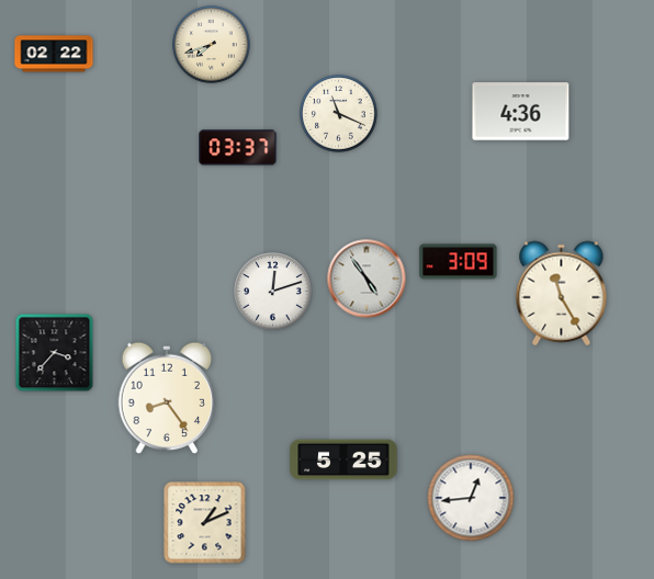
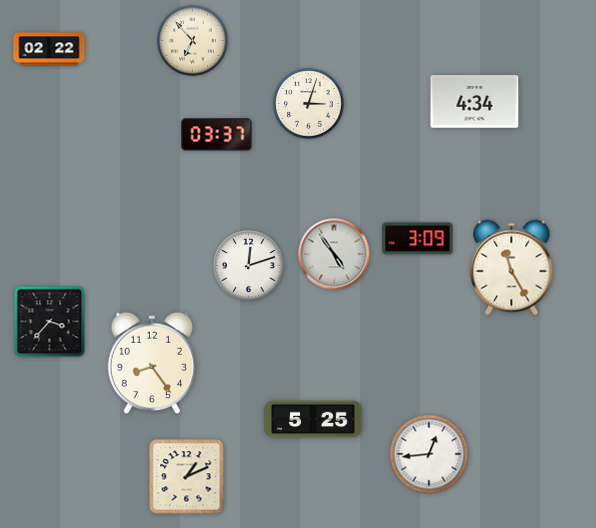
clock at (212, 45): 7:42 -> 6:53
clock at (521, 112): 4:36 -> 4:34
clock at (339, 114): 11:19 -> 3:03
